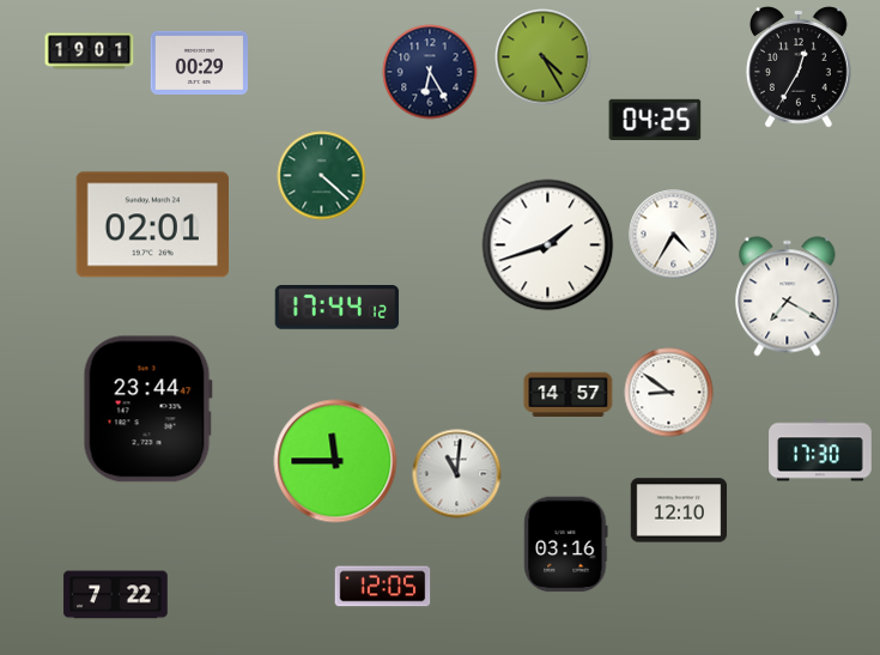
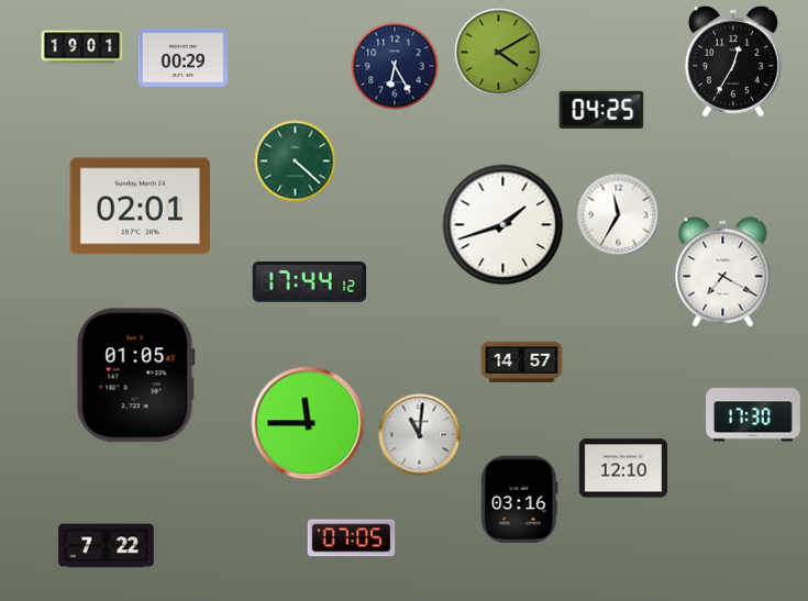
clock at (544, 57): 4:25 -> 4:10
clock at (674, 235): 4:35 -> 11:35
clock at (669, 393): 8:51 -> none
clock at (147, 410): 23:44 -> 01:05
clock at (383, 587): 12:05 -> 07:05
